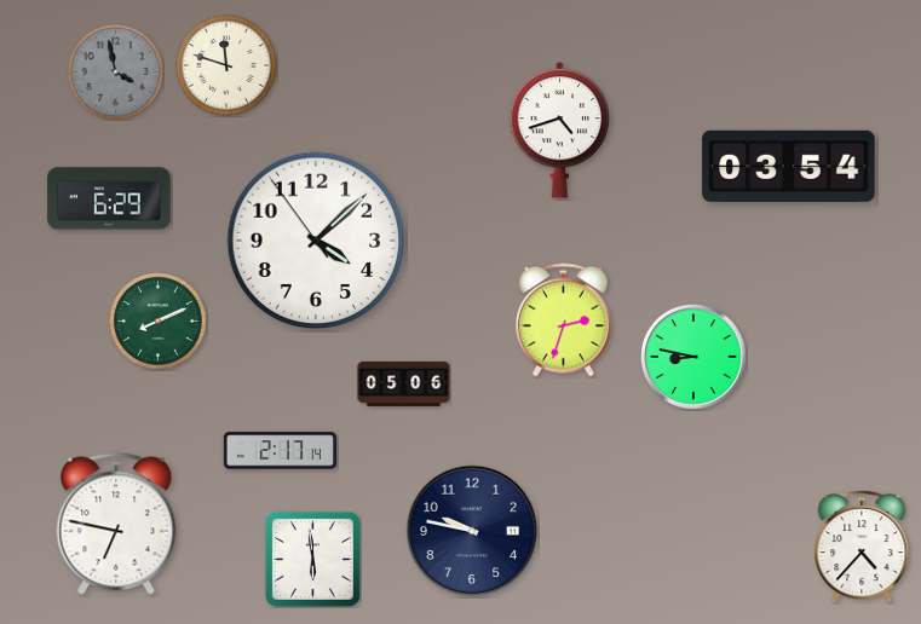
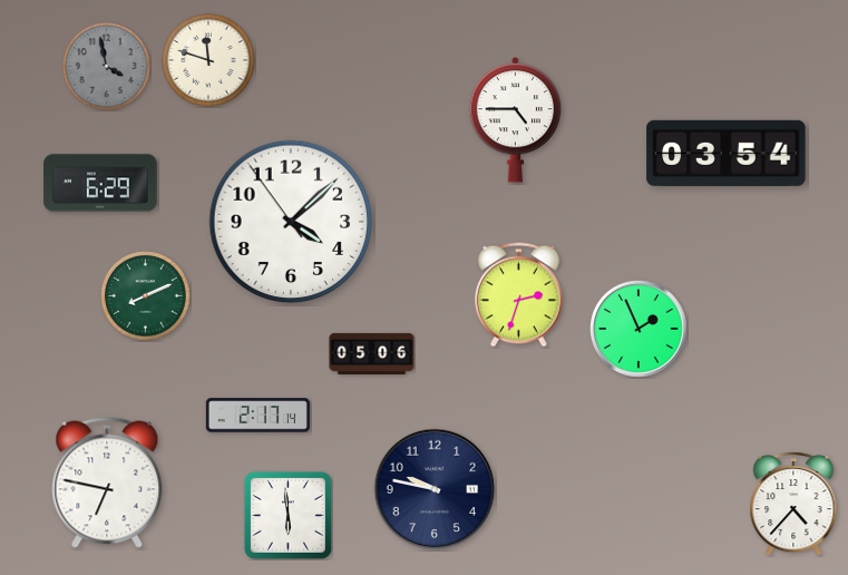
clock at (560, 131): 4:42 -> 4:45
clock at (695, 358): 8:47 -> 1:56
